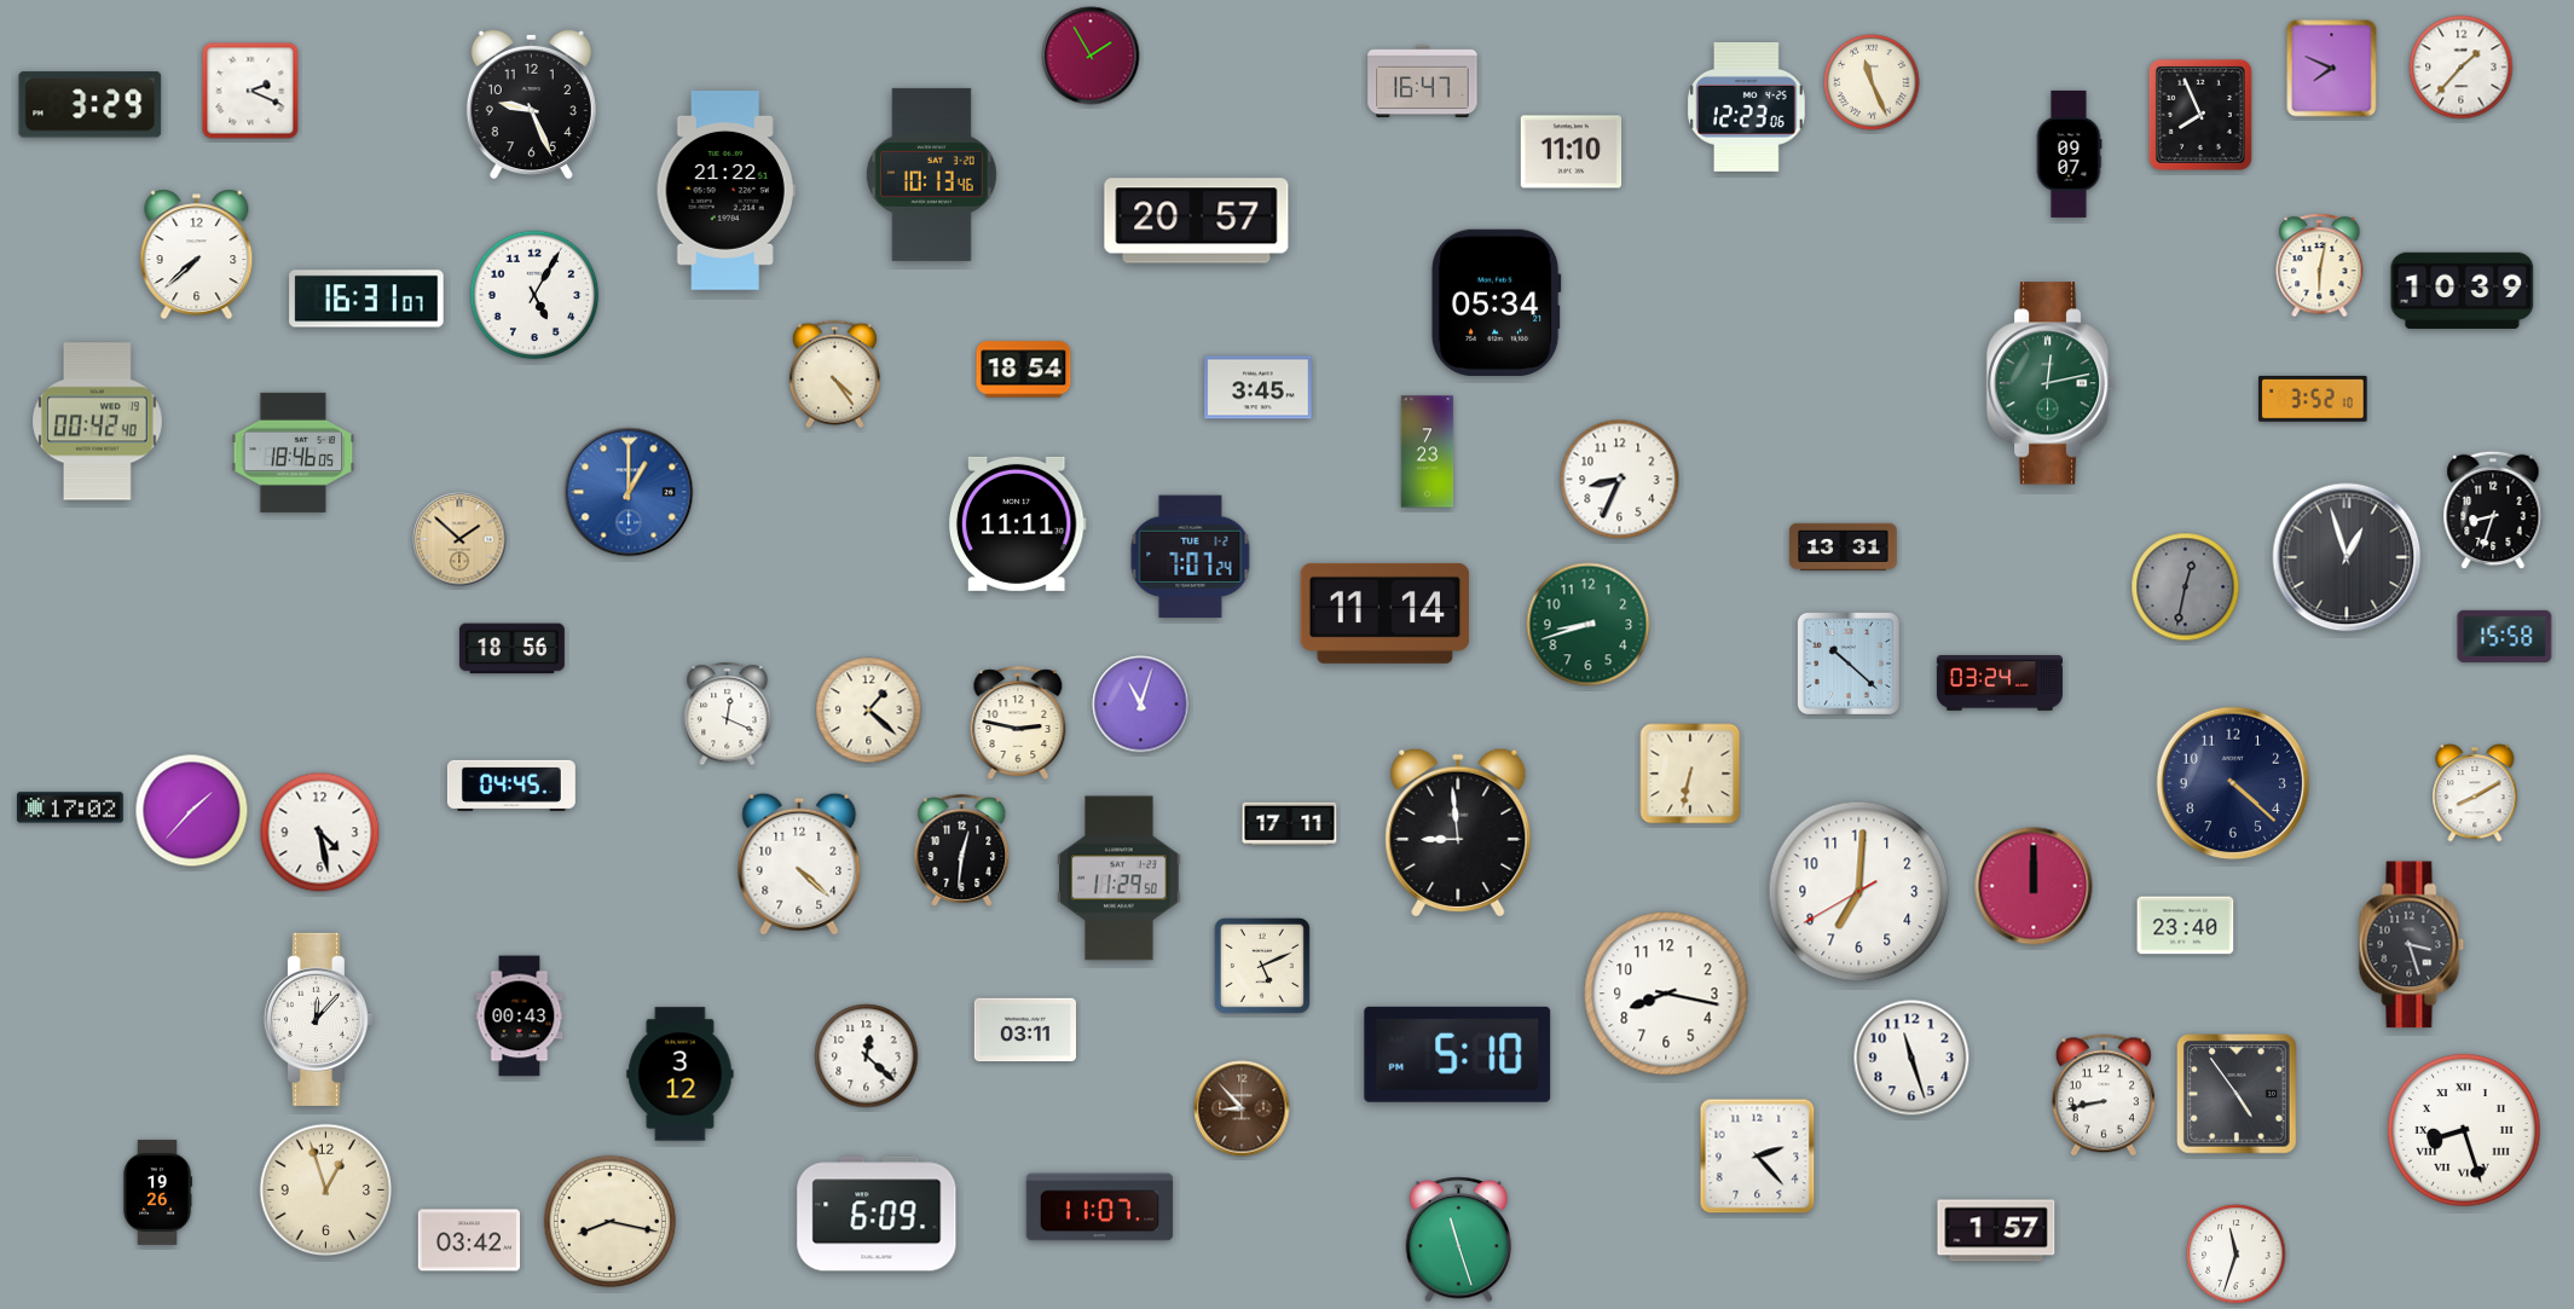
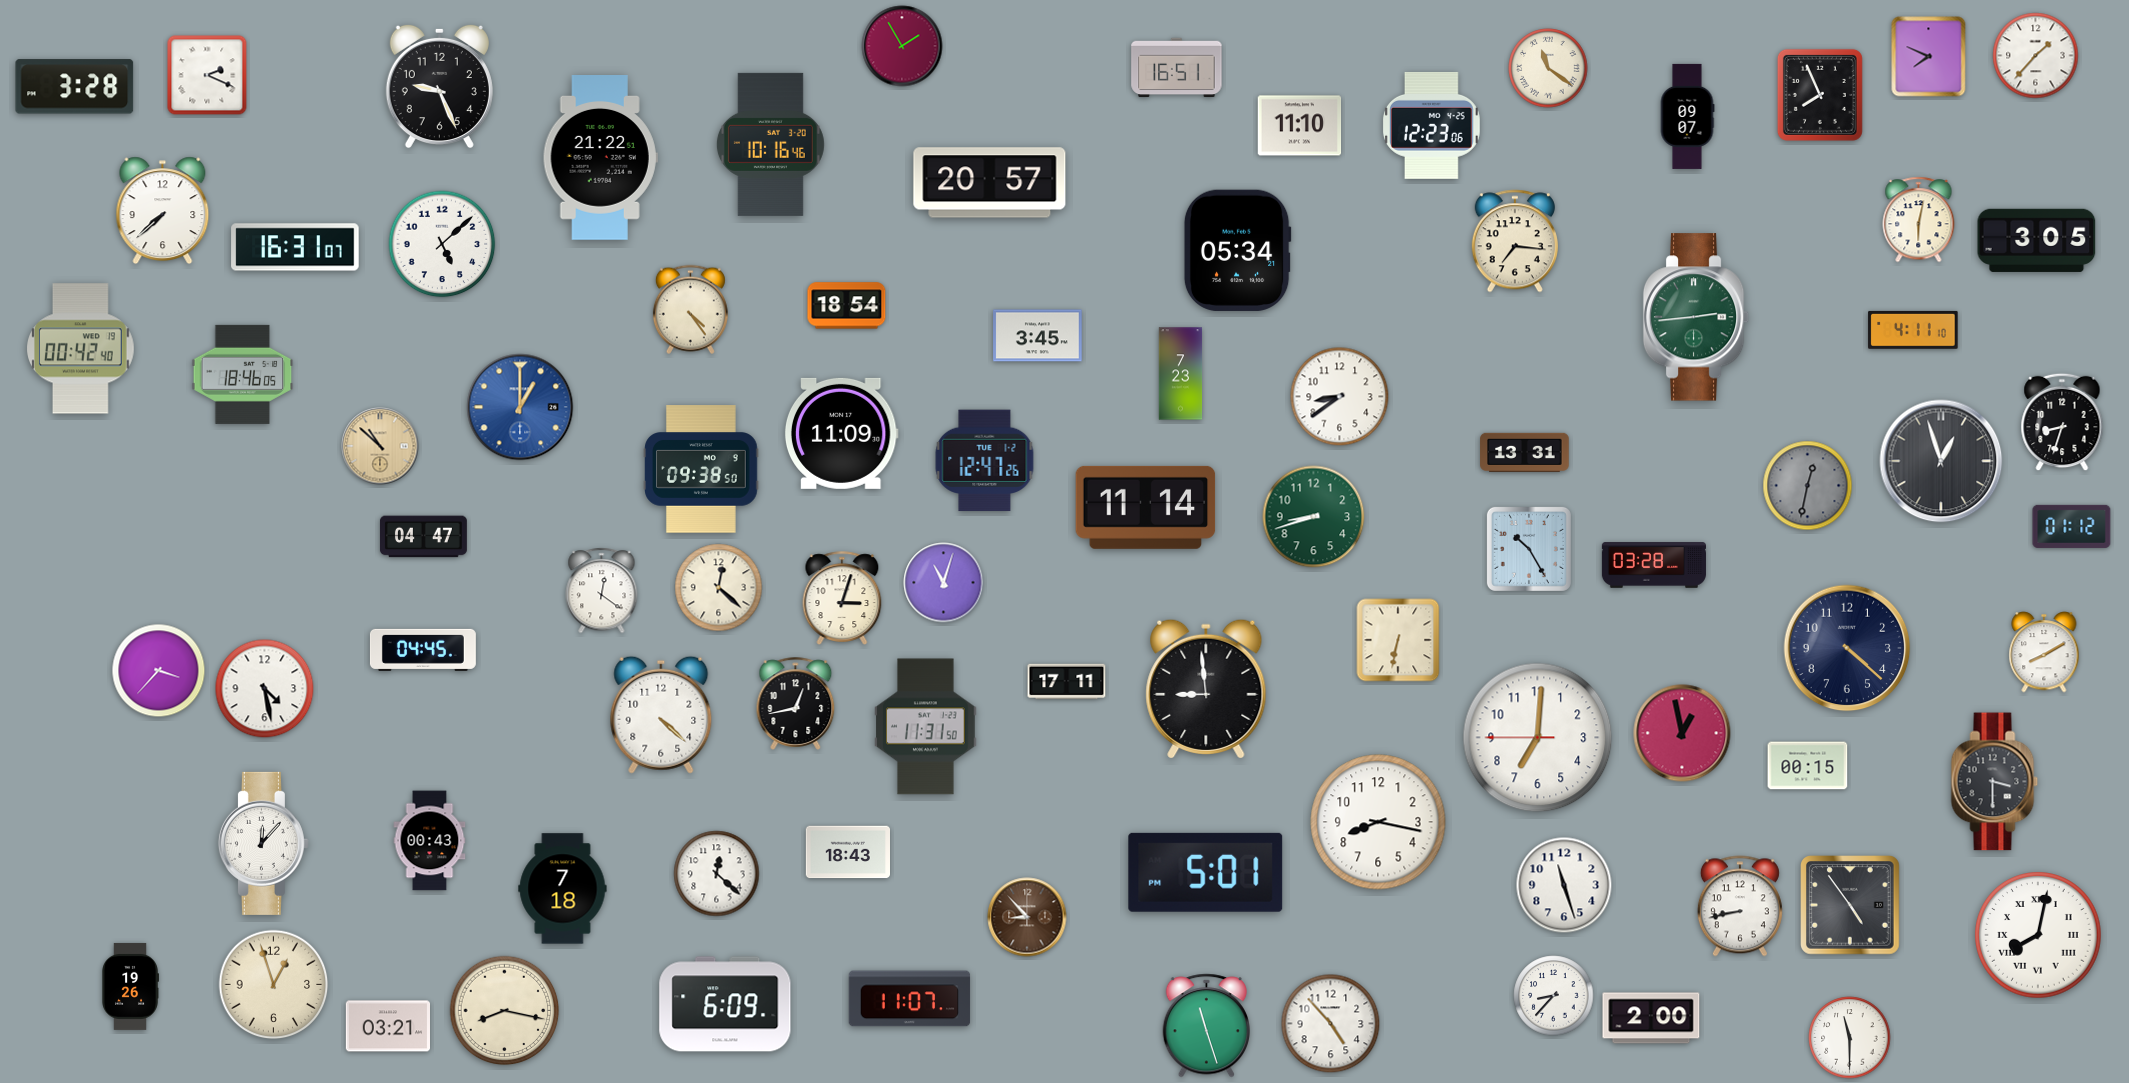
clock at (1423, 82): 16:47 -> 16:51
clock at (1872, 82): 11:26 -> 11:21
clock at (91, 105): 3:29 -> 3:28
clock at (1747, 106) position: (1747, 106) -> (1432, 125)
clock at (2069, 154) position: (2069, 154) -> (1687, 116)
clock at (931, 174): 10:13 -> 10:16
clock at (2463, 290): 10:39 -> 3:05
clock at (1515, 241): none -> 7:16
clock at (534, 295): 5:05 -> 5:08
clock at (366, 299) position: (366, 299) -> (295, 247)
clock at (2050, 383): 12:13 -> 2:44
clock at (1259, 388) position: (1259, 388) -> (1038, 336)
clock at (2313, 399): 3:52 -> 4:11
clock at (1620, 480): 8:34 -> 8:39
clock at (1017, 523): 11:11 -> 11:09
clock at (459, 539): 1:52 -> 10:52
clock at (1191, 557): 7:07 -> 12:47
clock at (701, 469): none -> 09:38
clock at (2505, 636): 15:58 -> 01:12
clock at (511, 649): 18:56 -> 04:47
clock at (1849, 664): 10:22 -> 10:25
clock at (2000, 683): 03:24 -> 03:28
clock at (869, 711): 1:22 -> 12:22
clock at (728, 714): 12:19 -> 12:21
clock at (1018, 723): 2:47 -> 3:03
clock at (2475, 793) position: (2475, 793) -> (2044, 652)
clock at (71, 807): 17:02 -> none
clock at (192, 811): 1:37 -> 3:37
clock at (962, 850): 12:31 -> 12:43
clock at (1120, 879): 11:29 -> 11:31
clock at (2034, 886): 12:00 -> 12:58
clock at (1859, 892): 7:00:40 -> 7:00:45
clock at (2186, 926): 23:40 -> 00:15
clock at (2412, 945): 3:27 -> 3:30
clock at (1262, 966): 5:11 -> none
clock at (1024, 1030): 03:11 -> 18:43
clock at (1458, 1054): 5:10 -> 5:01
clock at (1911, 1058) position: (1911, 1058) -> (1564, 885)
clock at (681, 1075): 3:12 -> 7:18
clock at (2464, 1130): 8:27 -> 8:02
clock at (1758, 1157): 2:23 -> none
clock at (326, 1191) position: (326, 1191) -> (274, 985)
clock at (1554, 996): none -> 8:37
clock at (1996, 1230): 1:57 -> 2:00
clock at (1331, 1024): none -> 4:53
clock at (468, 1240): 03:42 -> 03:21
clock at (2237, 1255): 11:33 -> 11:30
